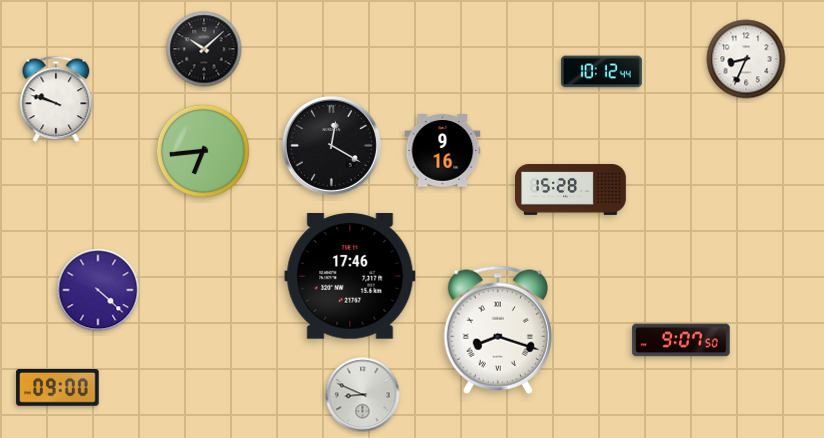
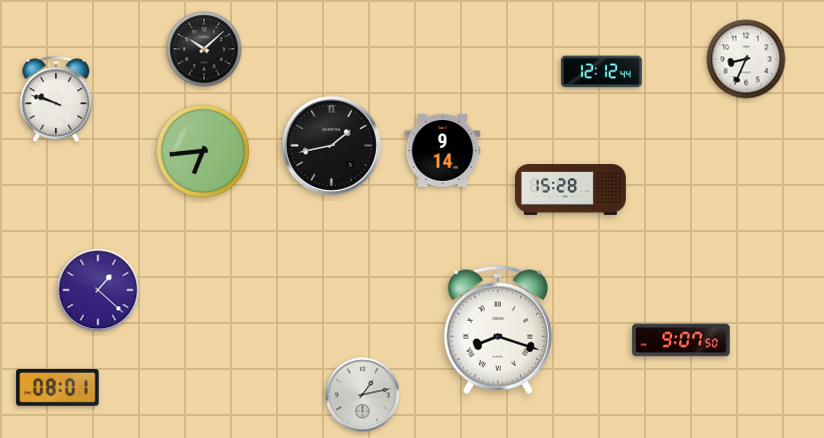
clock at (601, 72): 10:12 -> 12:12
clock at (331, 145): 12:20 -> 1:43
clock at (443, 151): 9:16 -> 9:14
clock at (350, 277): 17:46 -> none
clock at (98, 290): 4:22 -> 1:22
clock at (58, 388): 09:00 -> 08:01
clock at (363, 395): 8:49 -> 1:13
